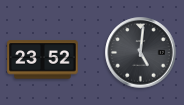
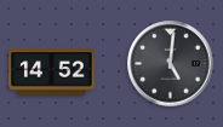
clock at (43, 60): 23:52 -> 14:52
